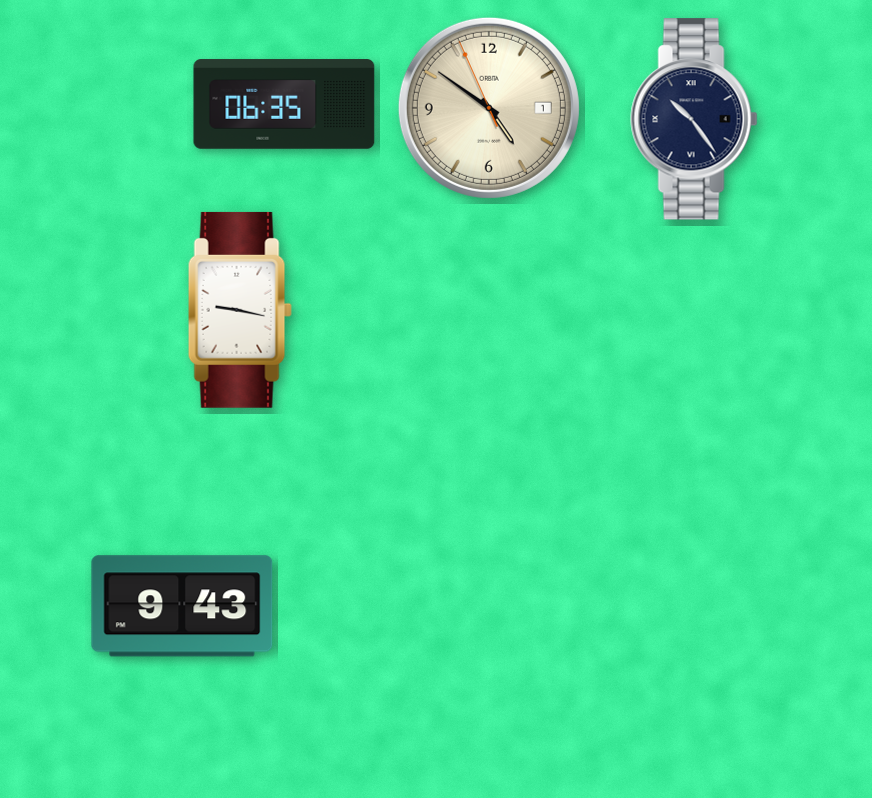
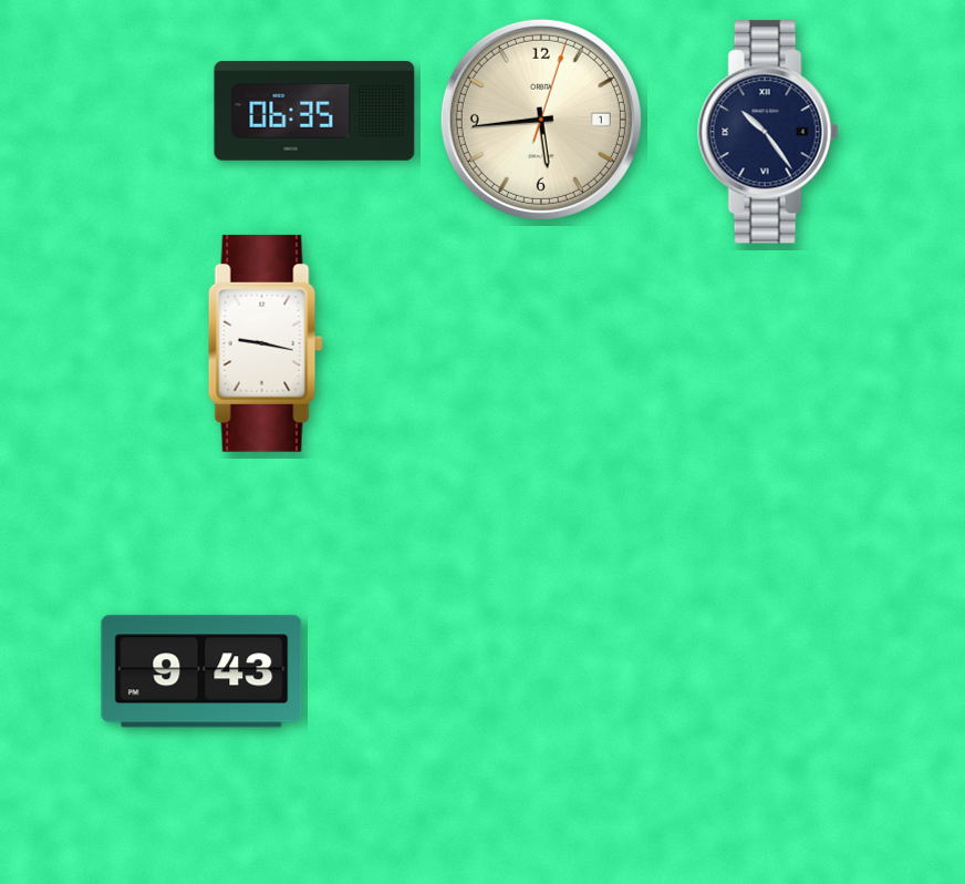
clock at (284, 104) position: (284, 104) -> (314, 111)
clock at (489, 108): 4:50 -> 5:44
